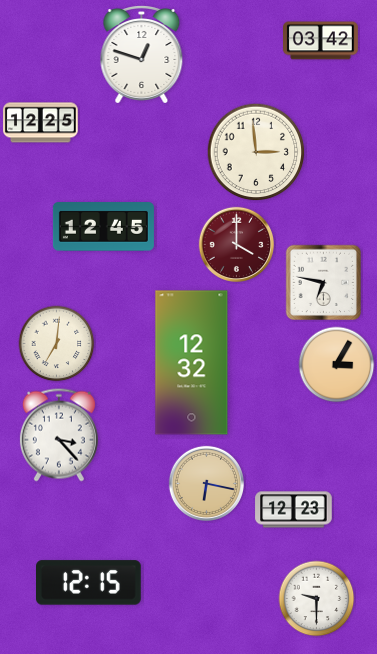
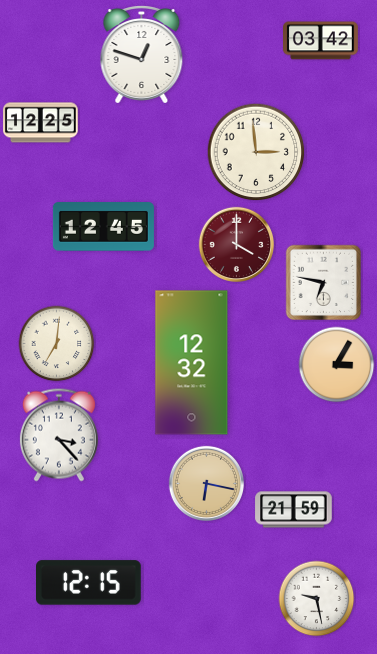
clock at (294, 510): 12:23 -> 21:59
clock at (317, 599): 9:30 -> 9:28
